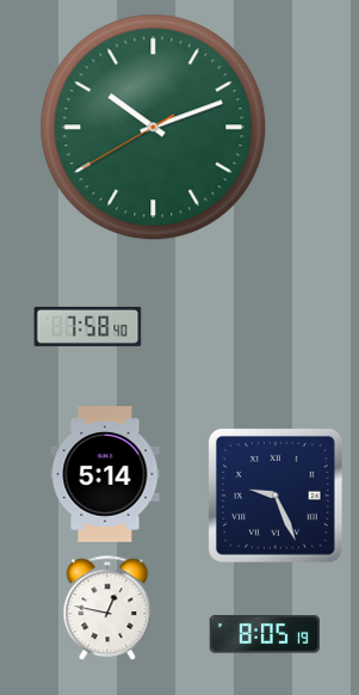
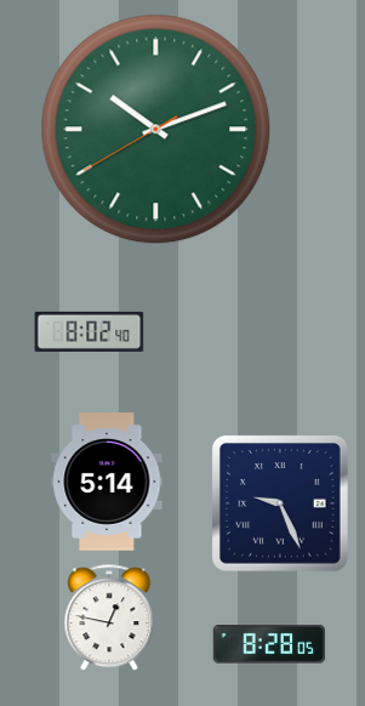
clock at (88, 326): 7:58 -> 8:02
clock at (264, 634): 8:05 -> 8:28
